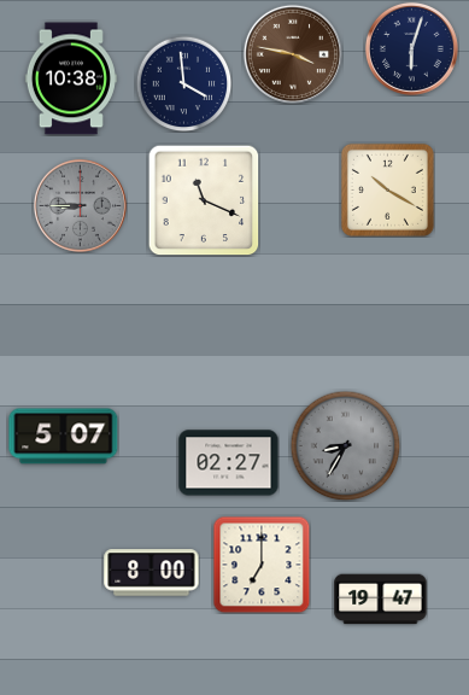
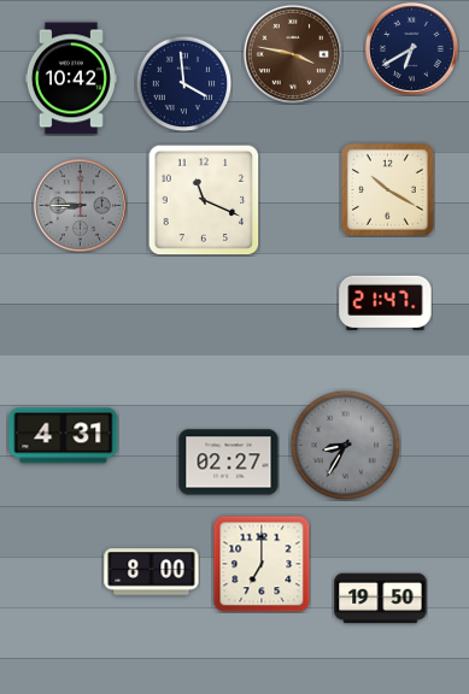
clock at (411, 48): 6:03 -> 6:40
clock at (71, 78): 10:38 -> 10:42
clock at (386, 302): none -> 21:47
clock at (64, 437): 5:07 -> 4:31
clock at (381, 600): 19:47 -> 19:50
